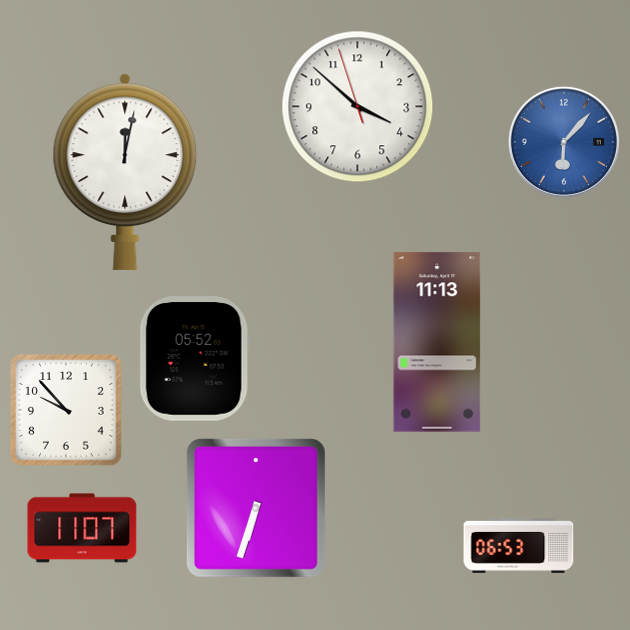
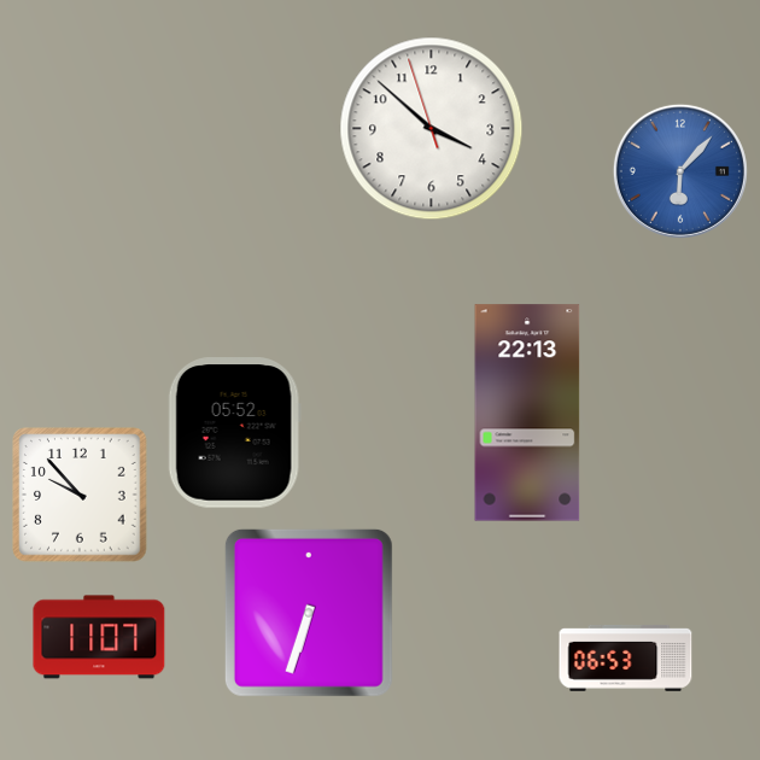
clock at (125, 172): 12:02 -> none
clock at (437, 342): 11:13 -> 22:13
